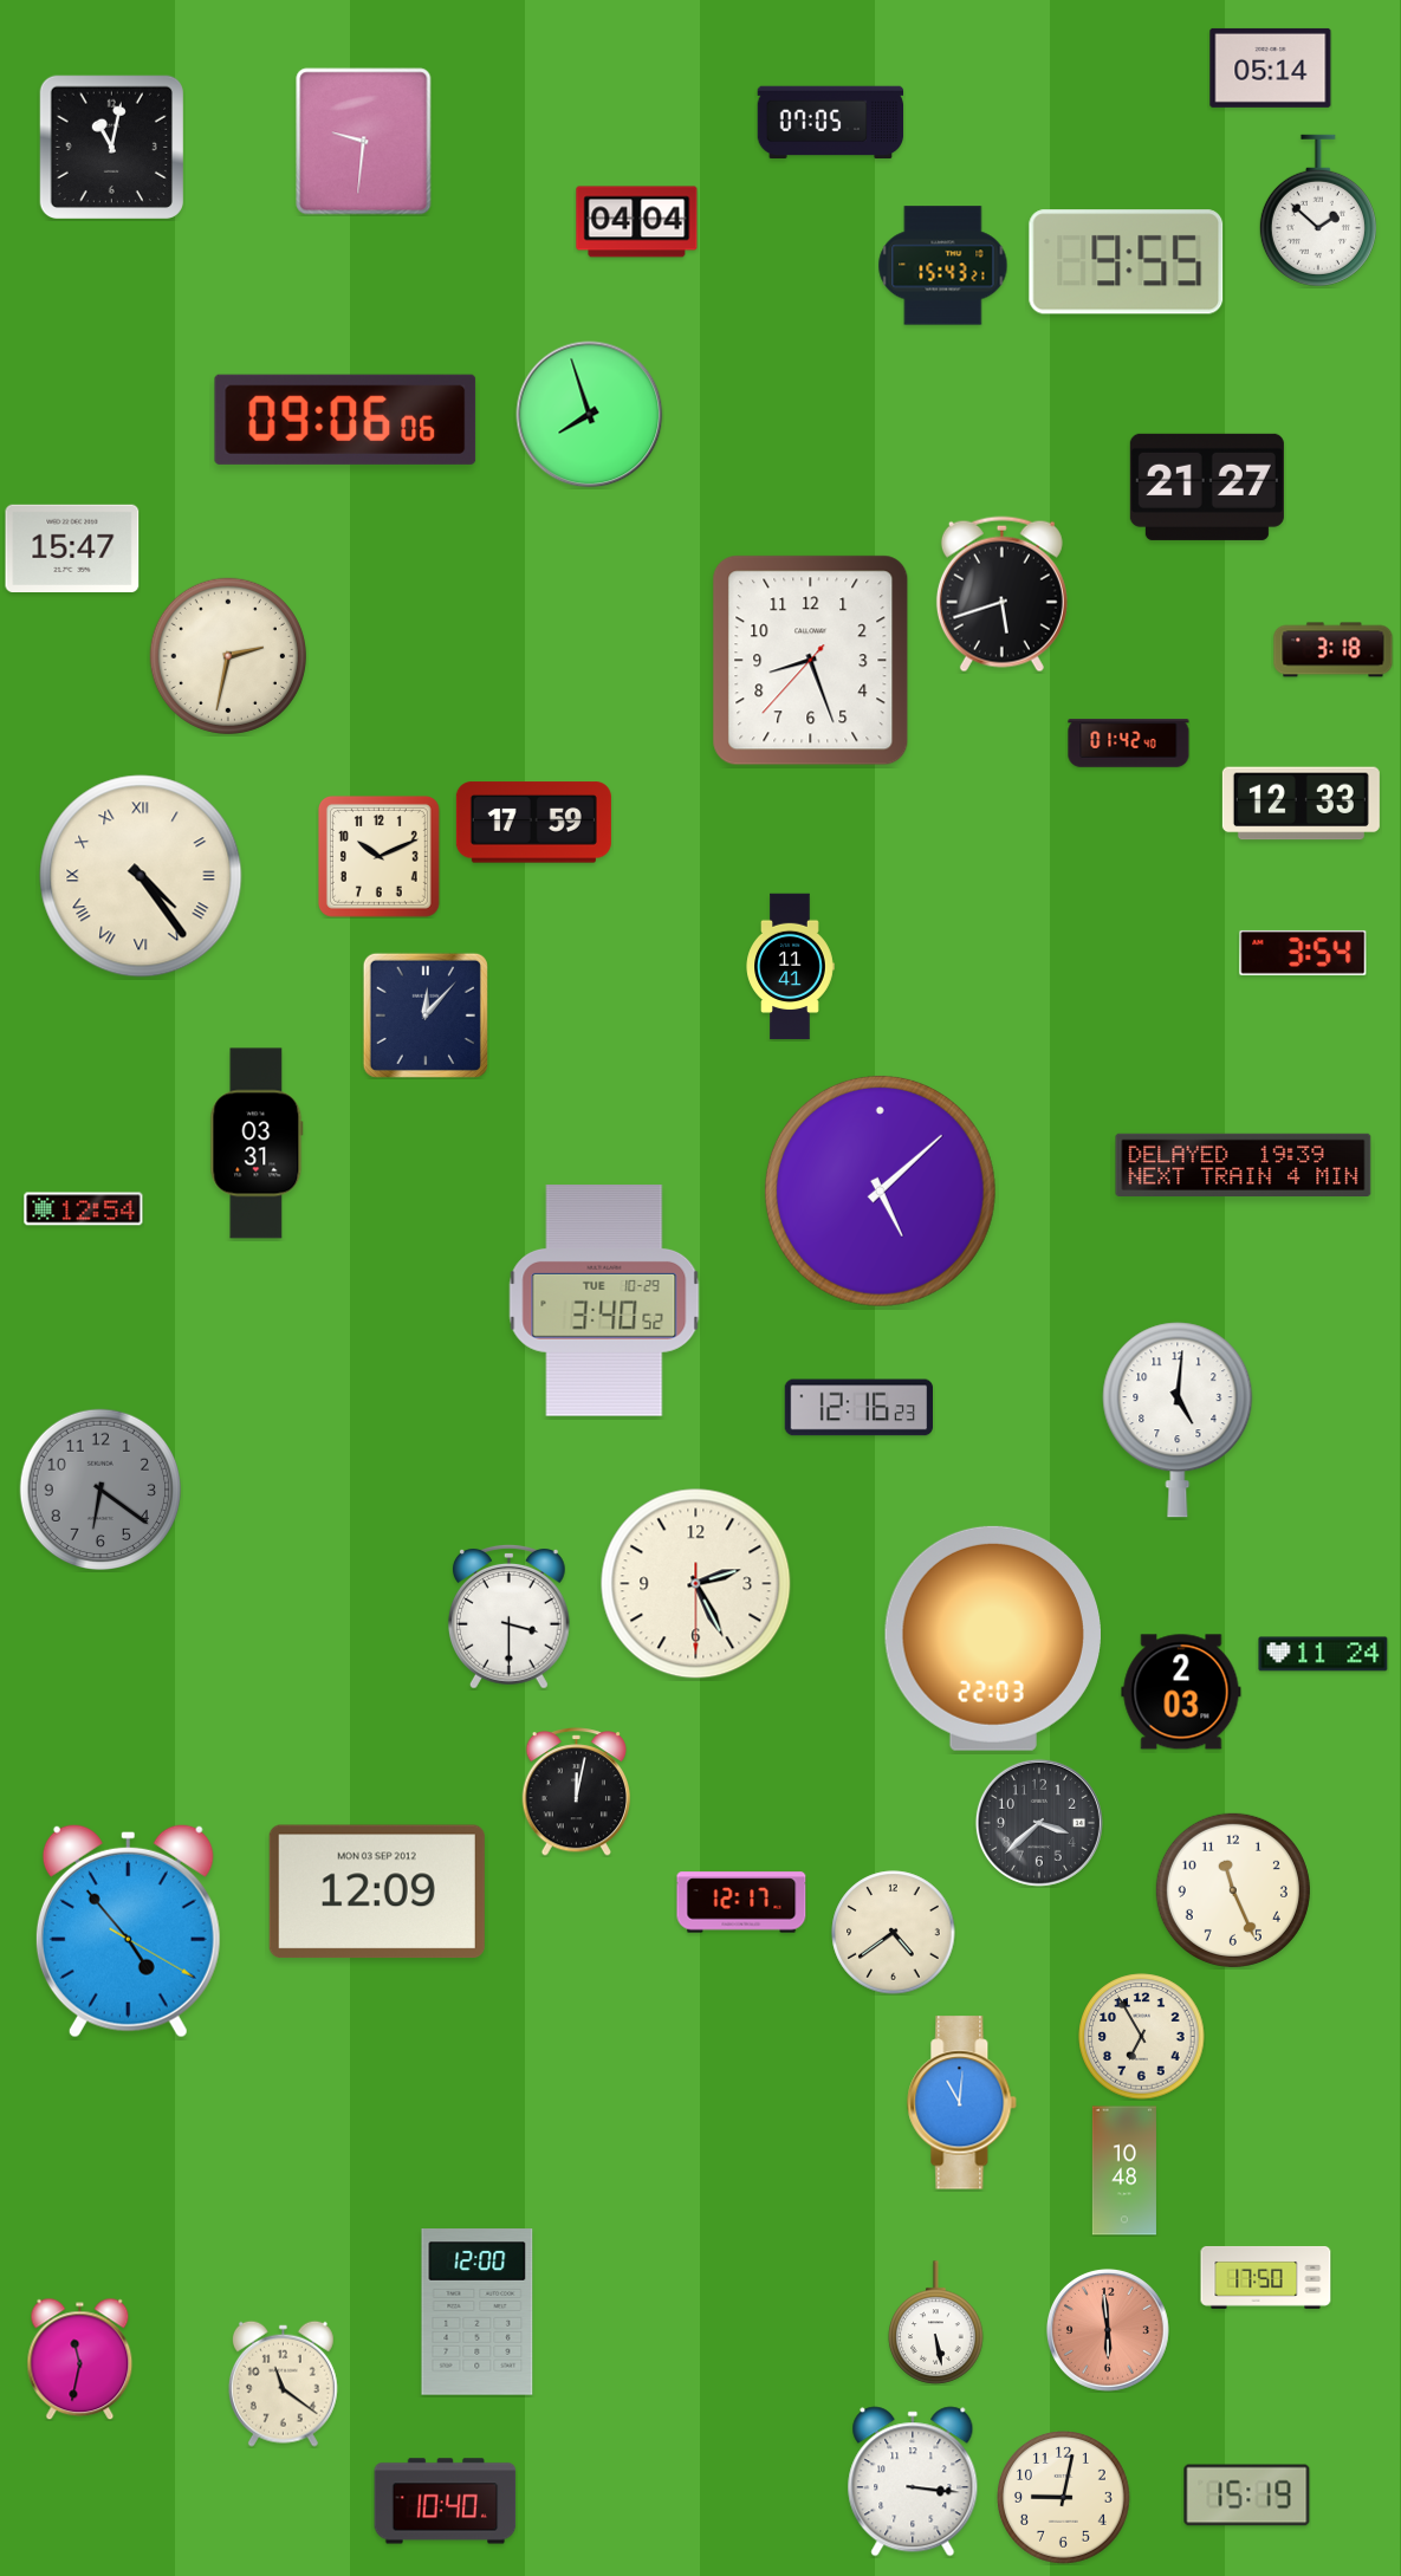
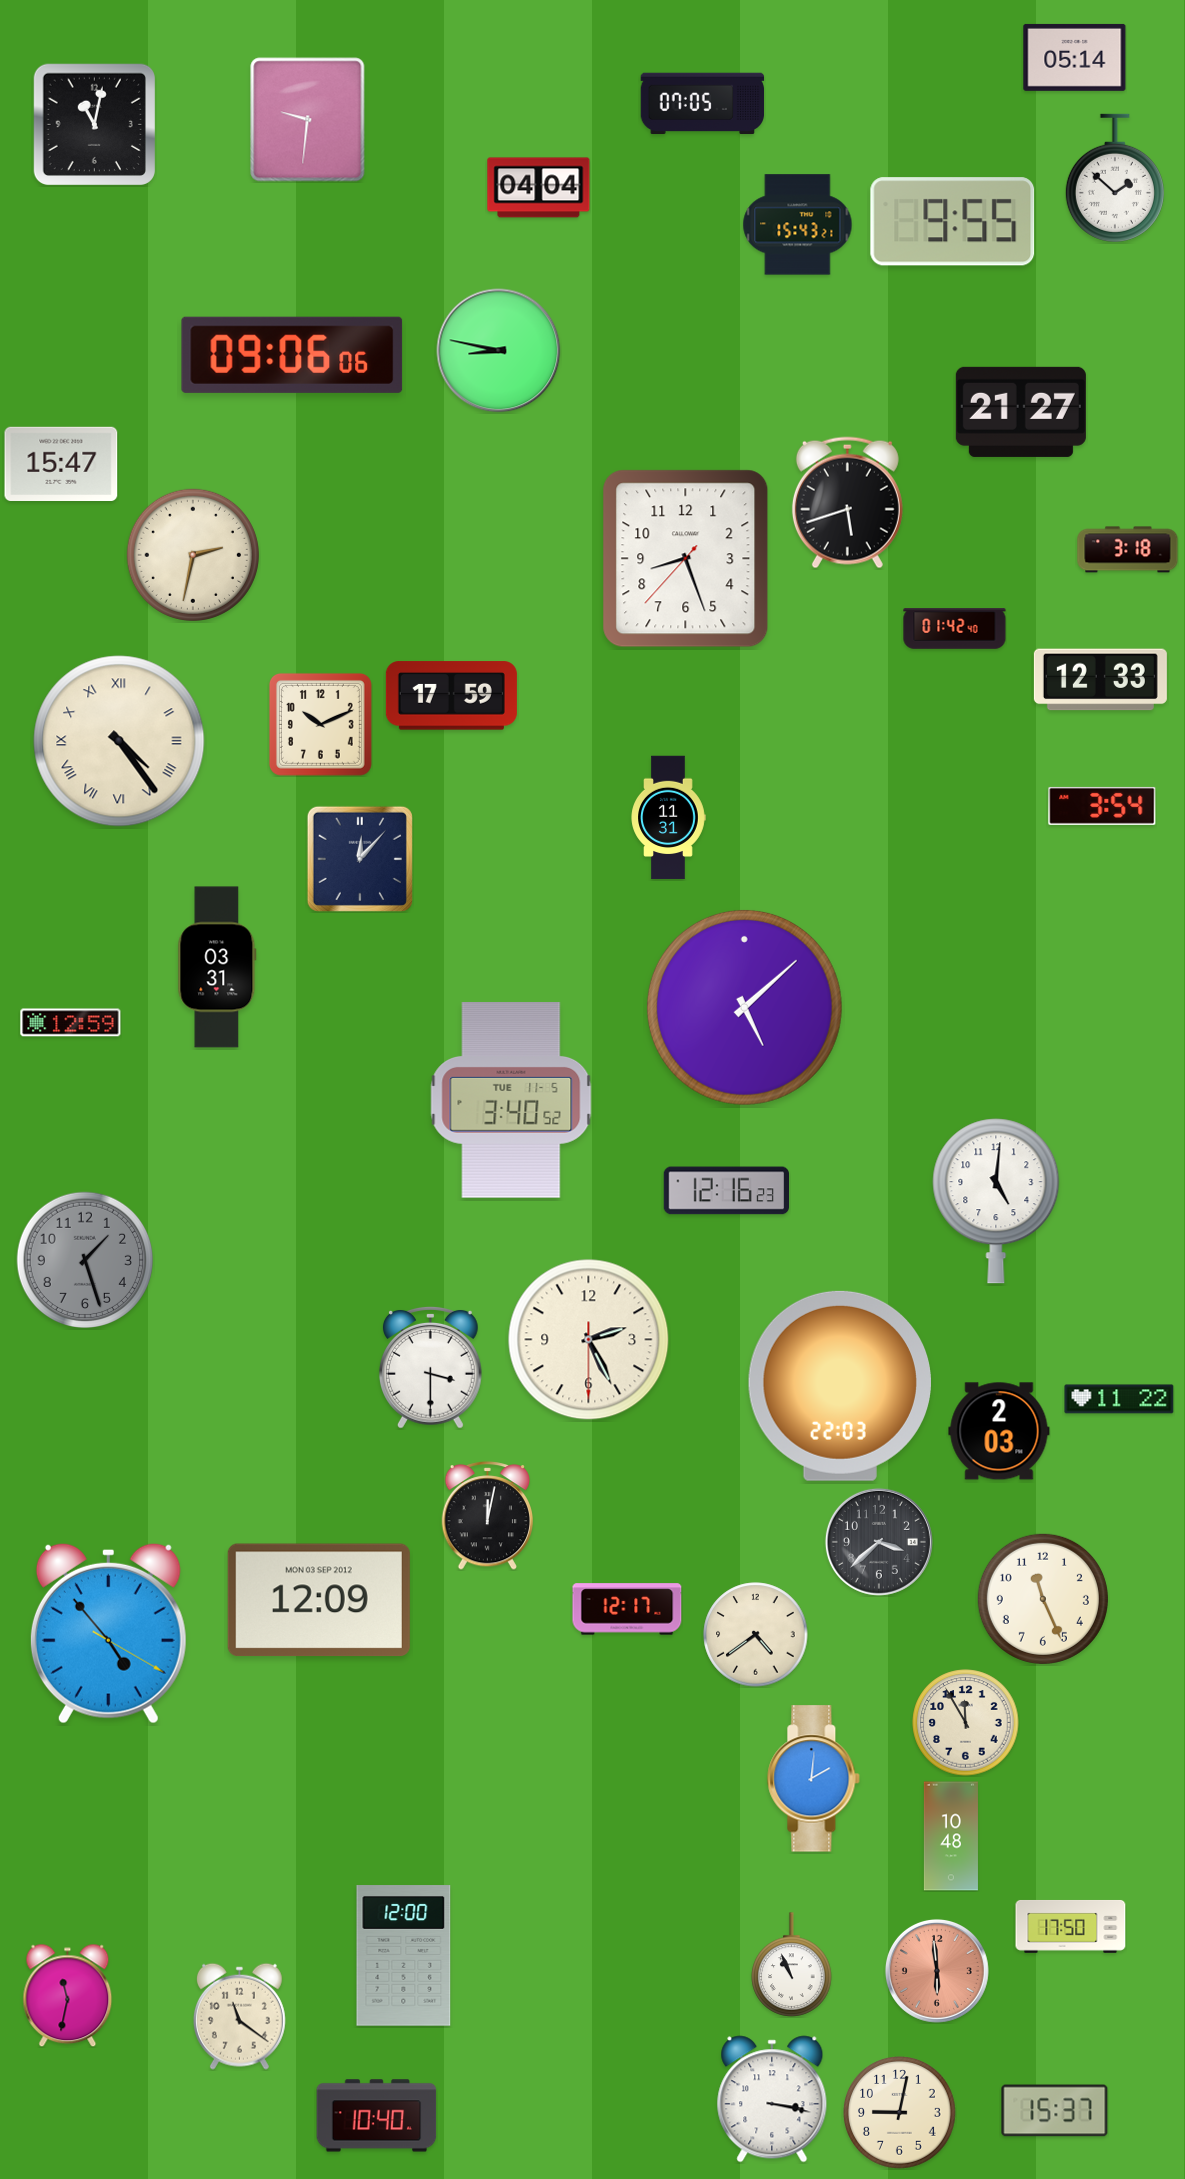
clock at (590, 415): 7:57 -> 8:47
clock at (790, 967): 11:41 -> 11:31
clock at (1244, 1164): 19:39 -> none
clock at (84, 1209): 12:54 -> 12:59
clock at (604, 1300) date: TUE 10-29 -> TUE 11-5
clock at (99, 1488): 6:21 -> 1:27
clock at (1323, 1654): 11:24 -> 11:22
clock at (1142, 2037): 6:55 -> 11:55
clock at (962, 2103): 11:01 -> 2:01
clock at (936, 2323): 5:28 -> 10:56
clock at (913, 2481): 3:16 -> 3:17
clock at (1247, 2496): 15:19 -> 15:37
